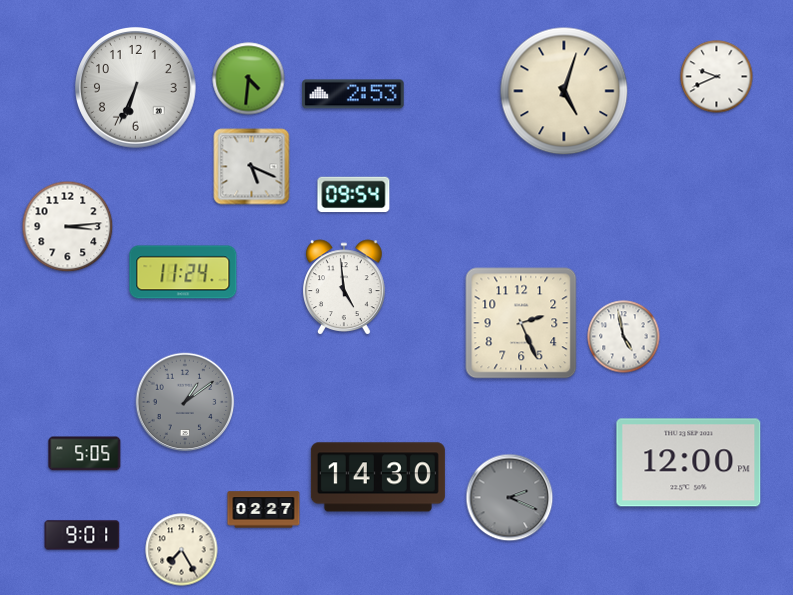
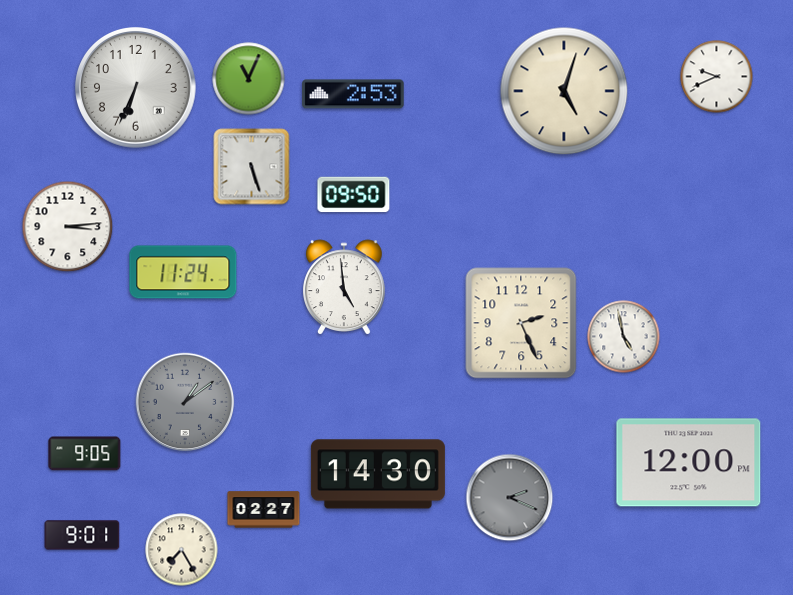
clock at (249, 79): 4:31 -> 11:04
clock at (252, 167): 5:19 -> 5:27
clock at (354, 195): 09:54 -> 09:50
clock at (85, 454): 5:05 -> 9:05
clock at (378, 477) position: (378, 477) -> (378, 474)
